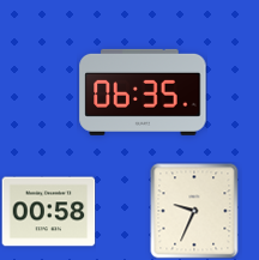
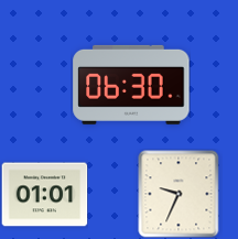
clock at (143, 92): 06:35 -> 06:30
clock at (48, 212): 00:58 -> 01:01
